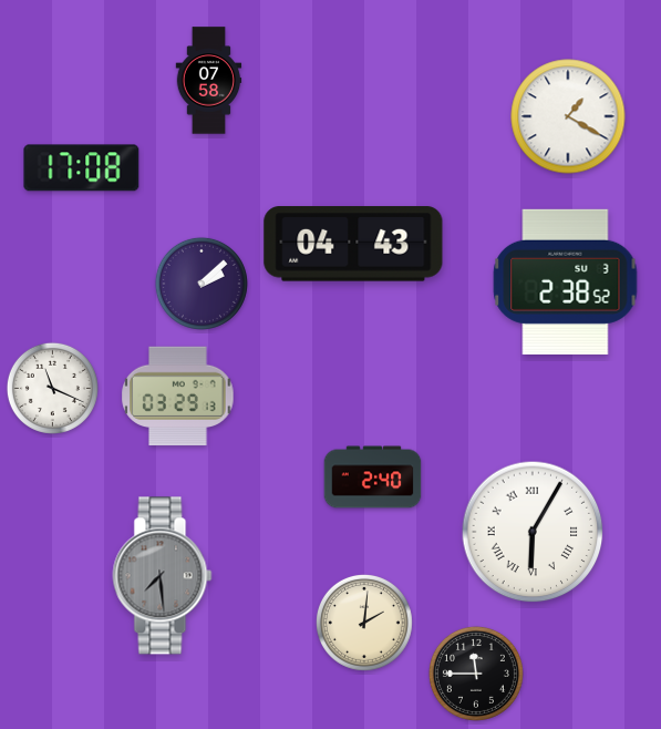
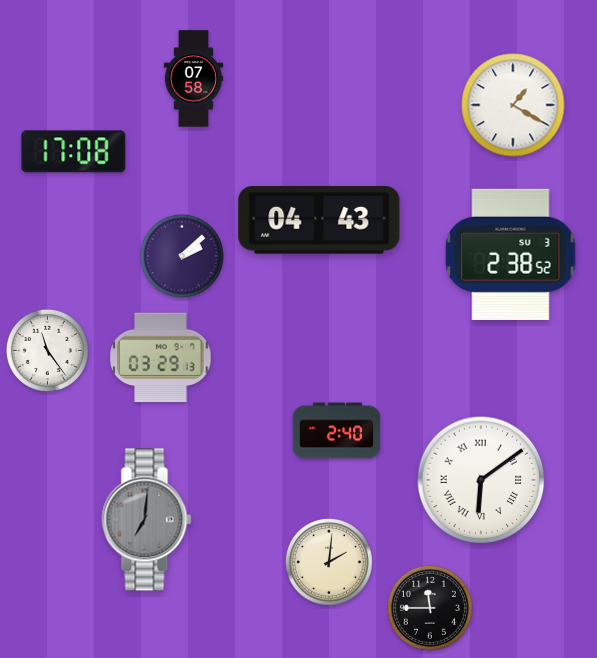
clock at (209, 81) position: (209, 81) -> (194, 79)
clock at (52, 388): 11:19 -> 11:24
clock at (533, 532): 6:05 -> 6:09
clock at (163, 576): 7:29 -> 7:01
